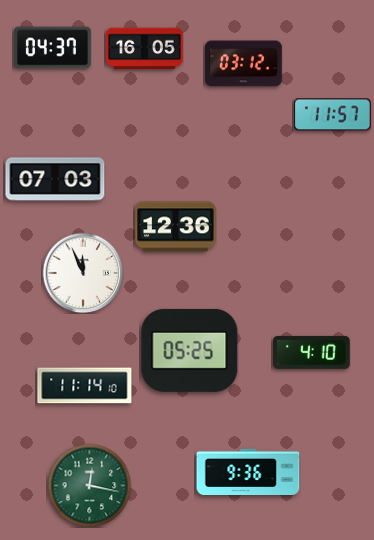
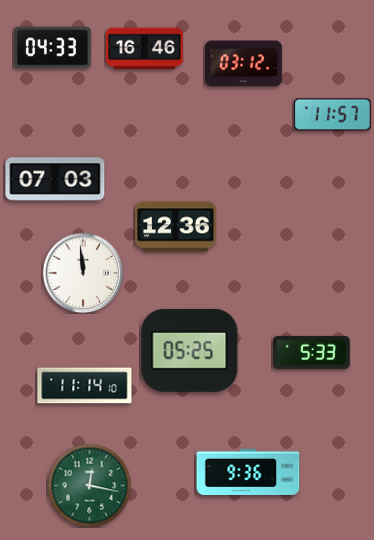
clock at (53, 48): 04:37 -> 04:33
clock at (145, 49): 16:05 -> 16:46
clock at (83, 273): 11:56 -> 11:59
clock at (312, 352): 4:10 -> 5:33
